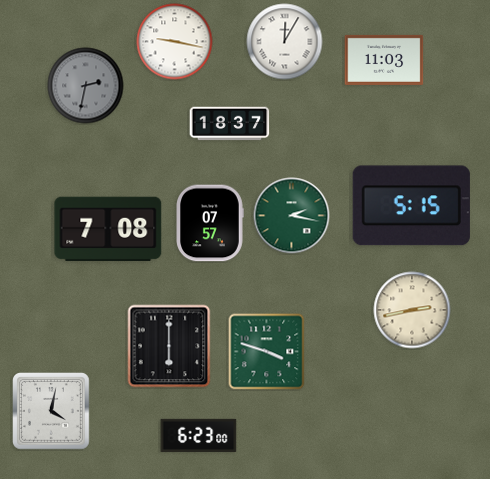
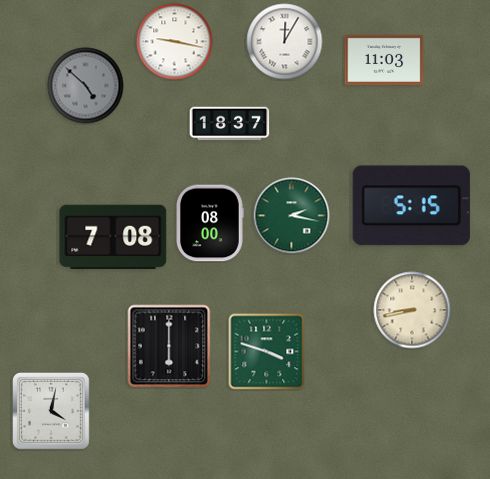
clock at (86, 86): 2:32 -> 4:52
clock at (210, 223): 07:57 -> 08:00
clock at (108, 228) position: (108, 228) -> (113, 236)
clock at (412, 310): 2:43 -> 8:43
clock at (199, 435): 6:23 -> none
